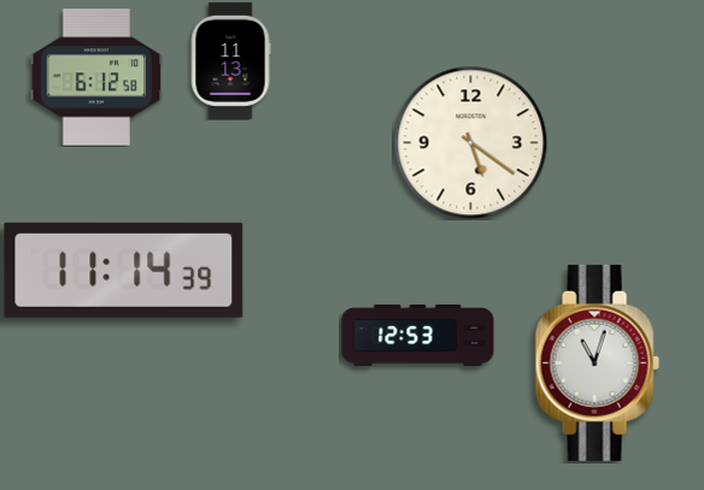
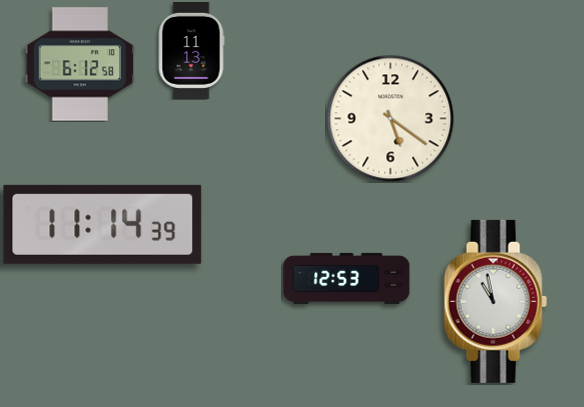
clock at (597, 362): 11:03 -> 10:58
